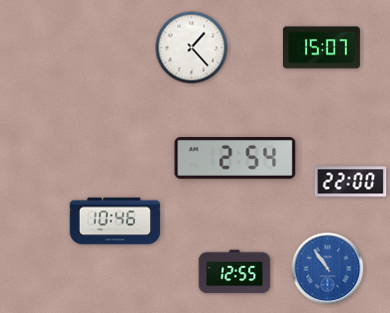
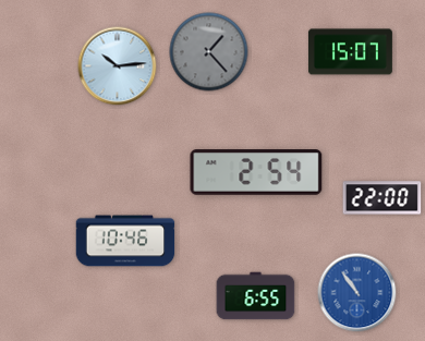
clock at (192, 48) dial: white -> grey
clock at (118, 66): none -> 10:14
clock at (235, 272): 12:55 -> 6:55
